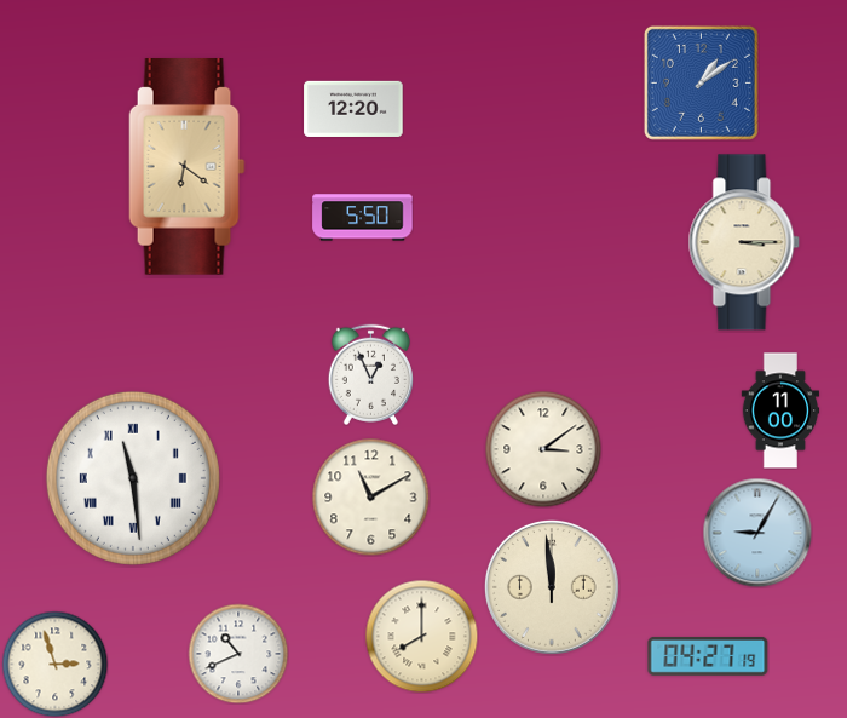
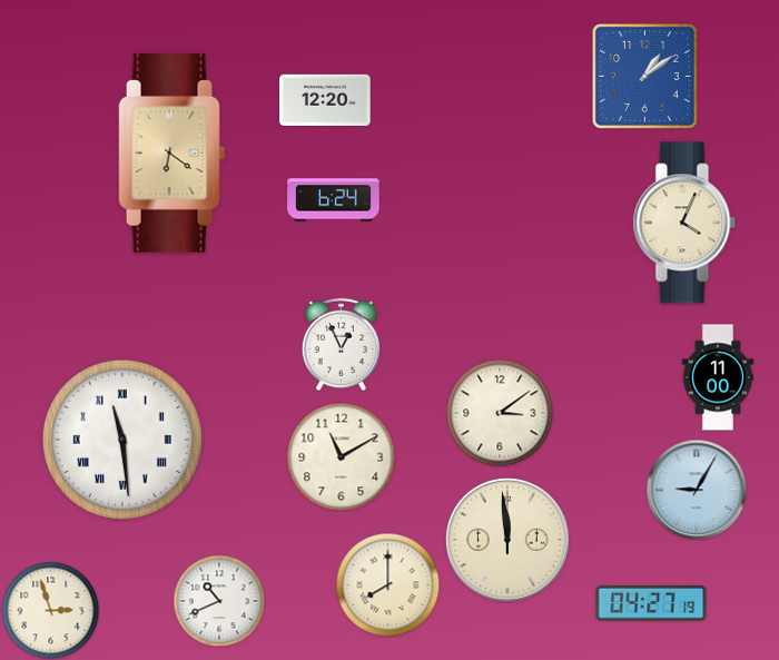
clock at (363, 218): 5:50 -> 6:24
clock at (744, 242): 3:15 -> 4:04
